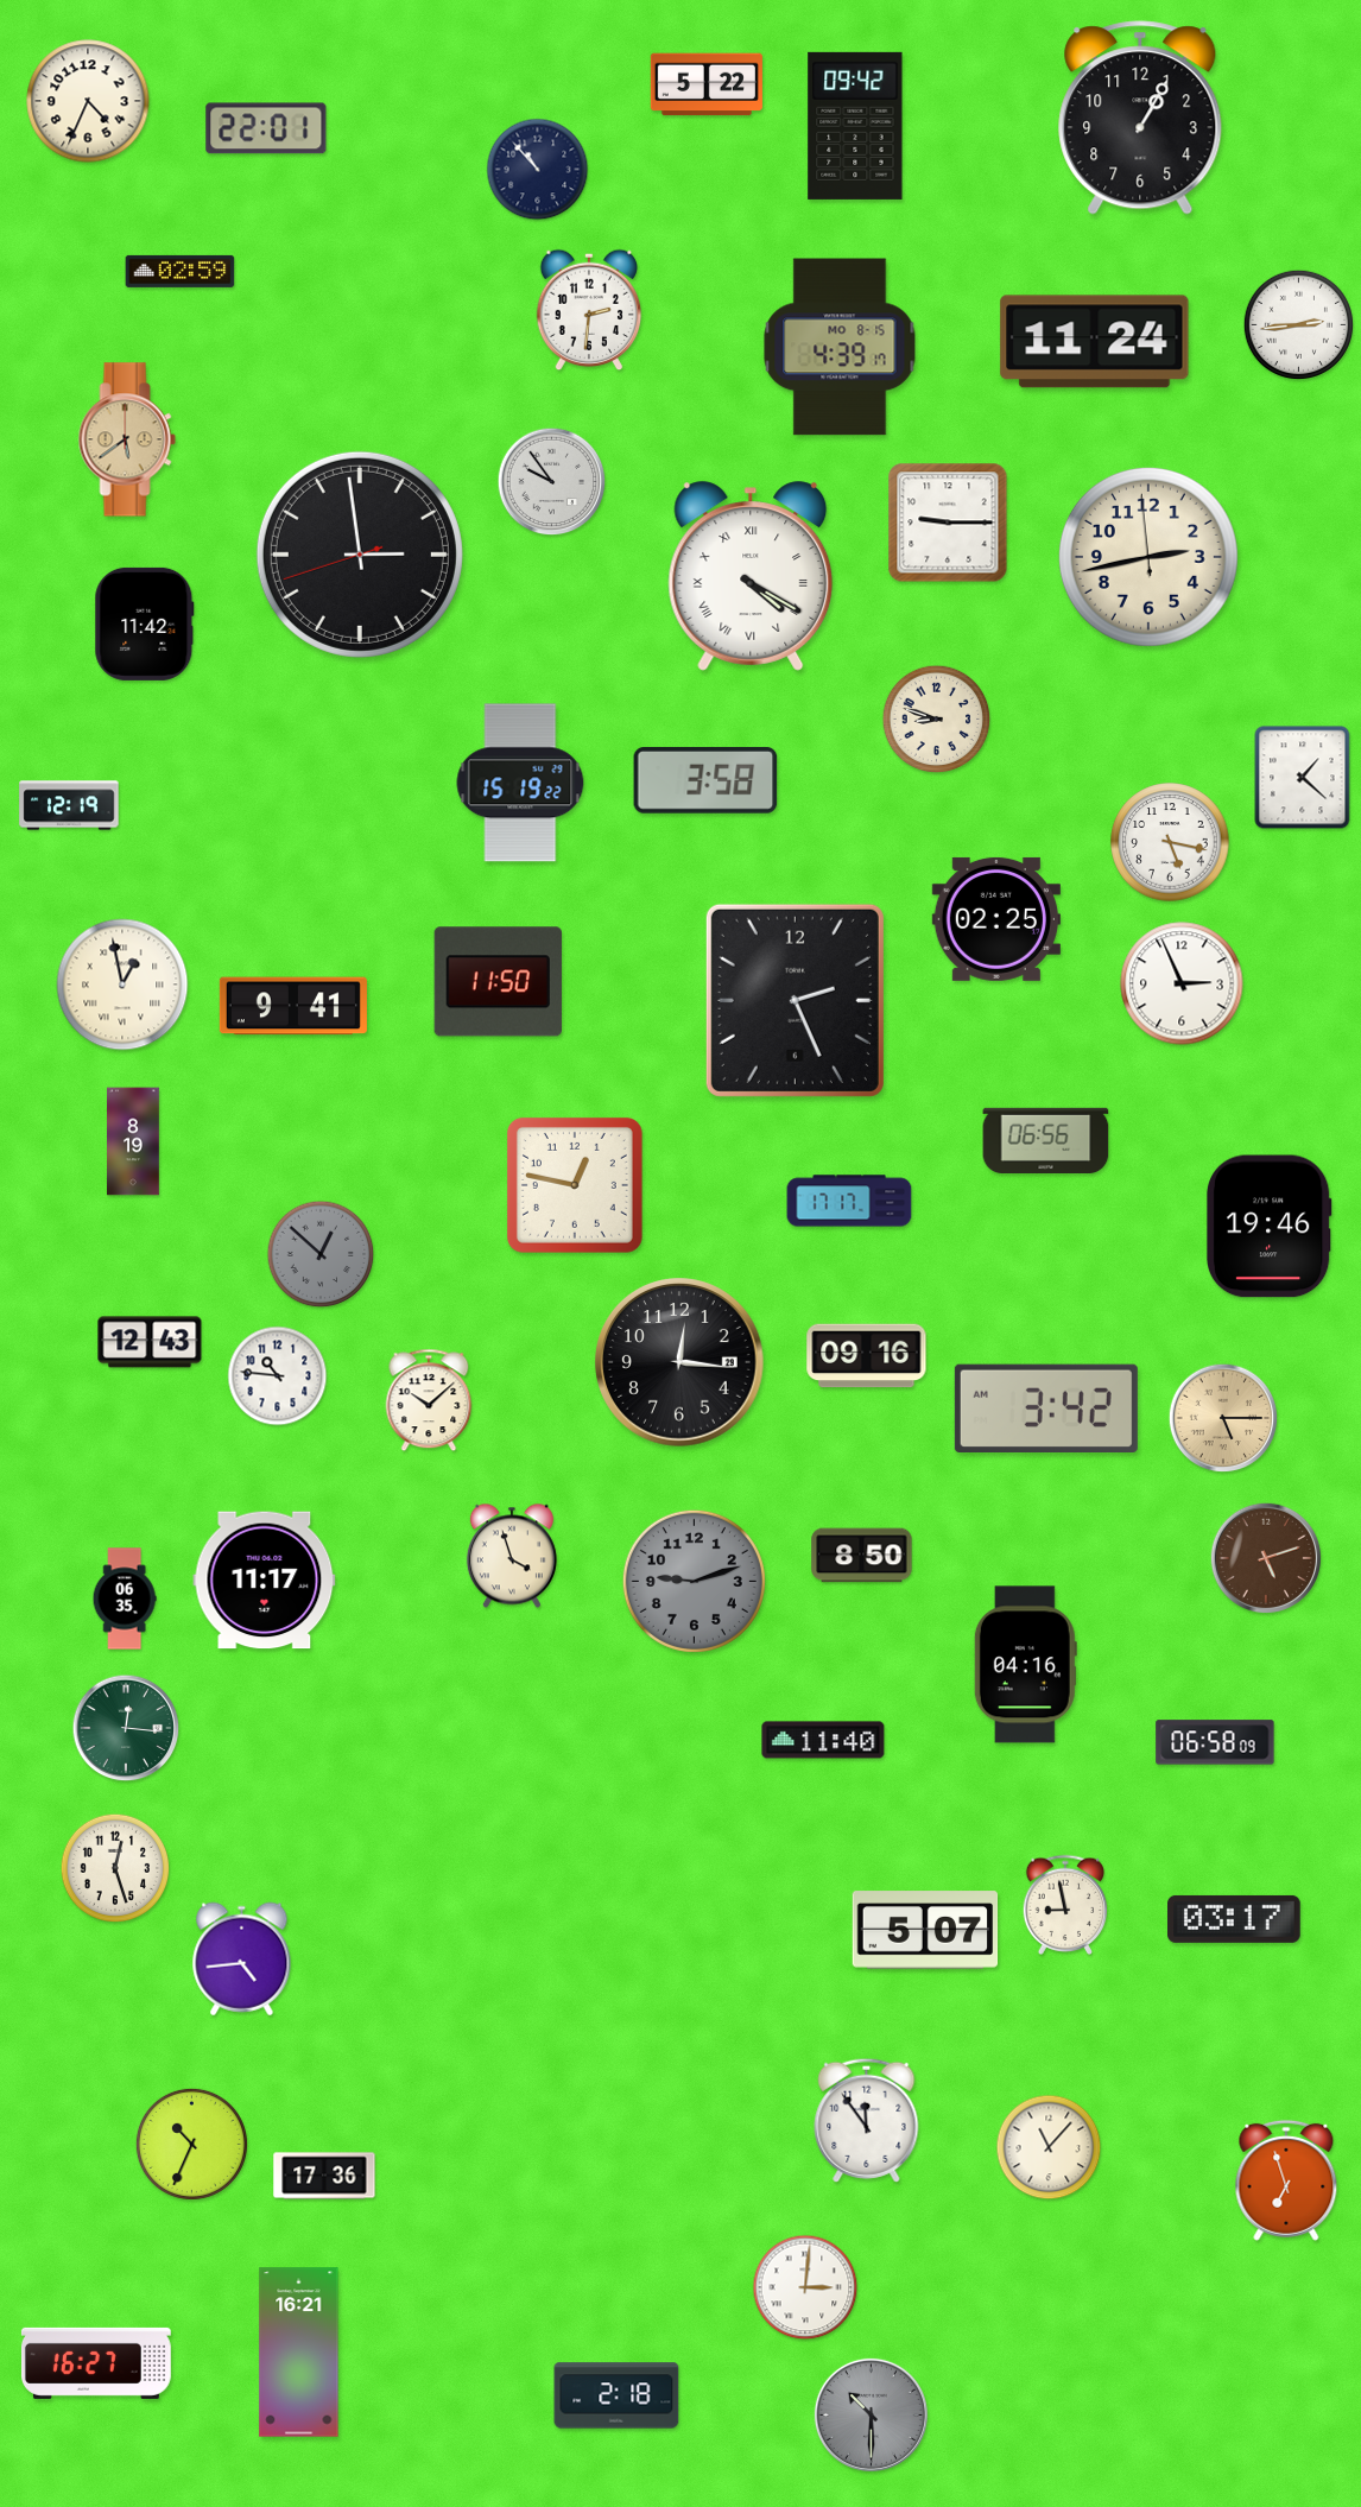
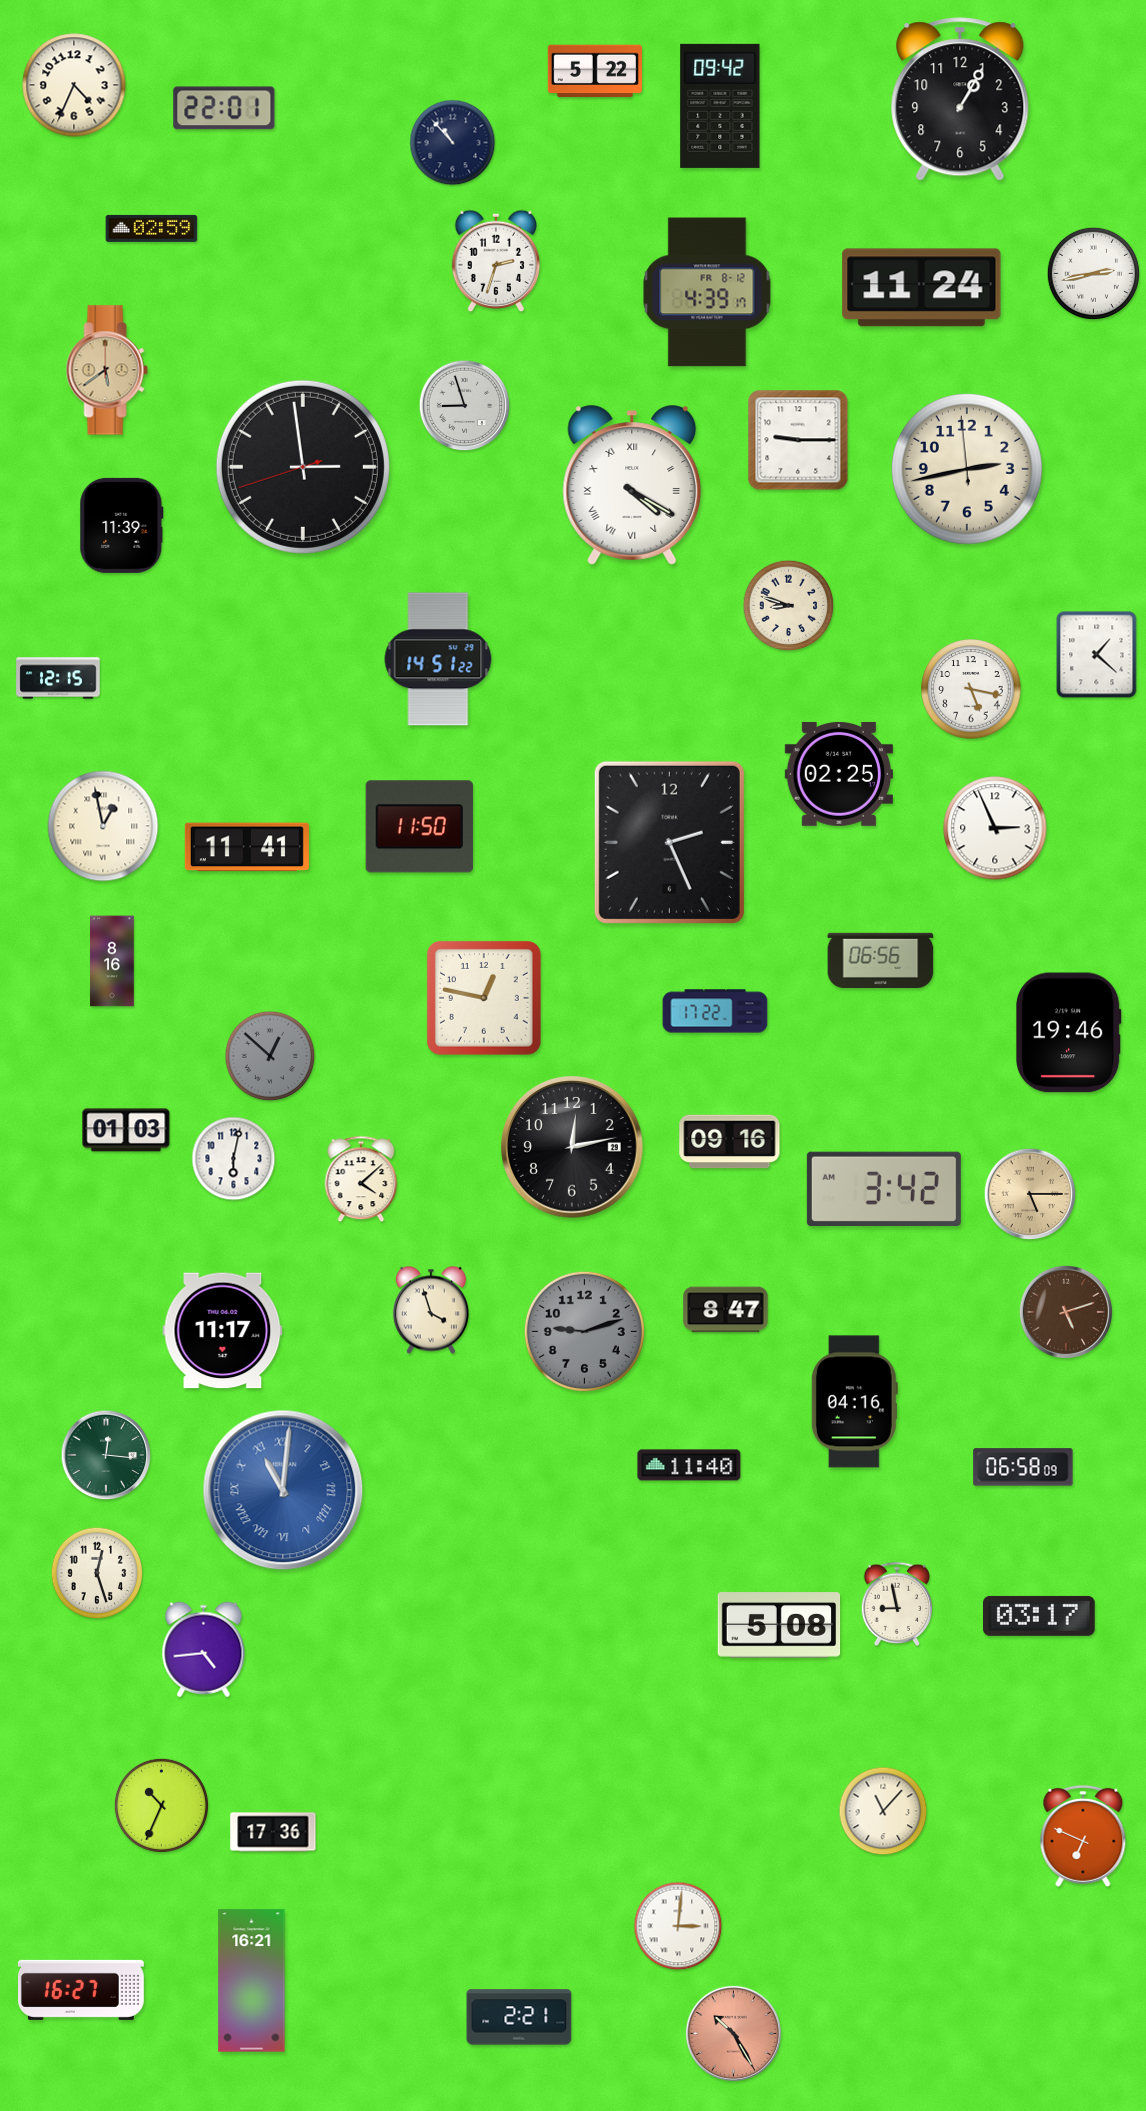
clock at (589, 310): 2:31 -> 2:33
clock at (1298, 324): 2:44 -> 2:43
clock at (840, 347) date: MO 8-15 -> FR 8-12
clock at (552, 482): 9:54 -> 8:57
clock at (145, 623): 11:42 -> 11:39
clock at (705, 781): 3:58 -> none
clock at (520, 783): 15:19 -> 14:51
clock at (69, 805): 12:19 -> 12:15
clock at (1170, 842) position: (1170, 842) -> (971, 689)
clock at (122, 985) position: (122, 985) -> (103, 826)
clock at (293, 1006): 9:41 -> 11:41
clock at (133, 1141): 8:19 -> 8:16
clock at (849, 1201): 17:17 -> 17:22
clock at (150, 1342): 12:43 -> 01:03
clock at (679, 1362): 12:16 -> 12:13
clock at (278, 1376): 10:46 -> 6:02
clock at (429, 1400): 10:08 -> 4:08
clock at (1046, 1407) position: (1046, 1407) -> (884, 1188)
clock at (862, 1556): 8:50 -> 8:47
clock at (125, 1598): 06:35 -> none
clock at (1025, 1665) position: (1025, 1665) -> (854, 1402)
clock at (823, 1740) position: (823, 1740) -> (689, 1465)
clock at (283, 1490): none -> 11:01
clock at (925, 1930): 5:07 -> 5:08
clock at (867, 2120): 11:54 -> none
clock at (1049, 2147) position: (1049, 2147) -> (883, 1811)
clock at (1286, 2180): 6:57 -> 6:49
clock at (616, 2395): 2:18 -> 2:21
clock at (871, 2414): 10:30 -> 10:25
clock at (871, 2414) dial: grey -> salmon
